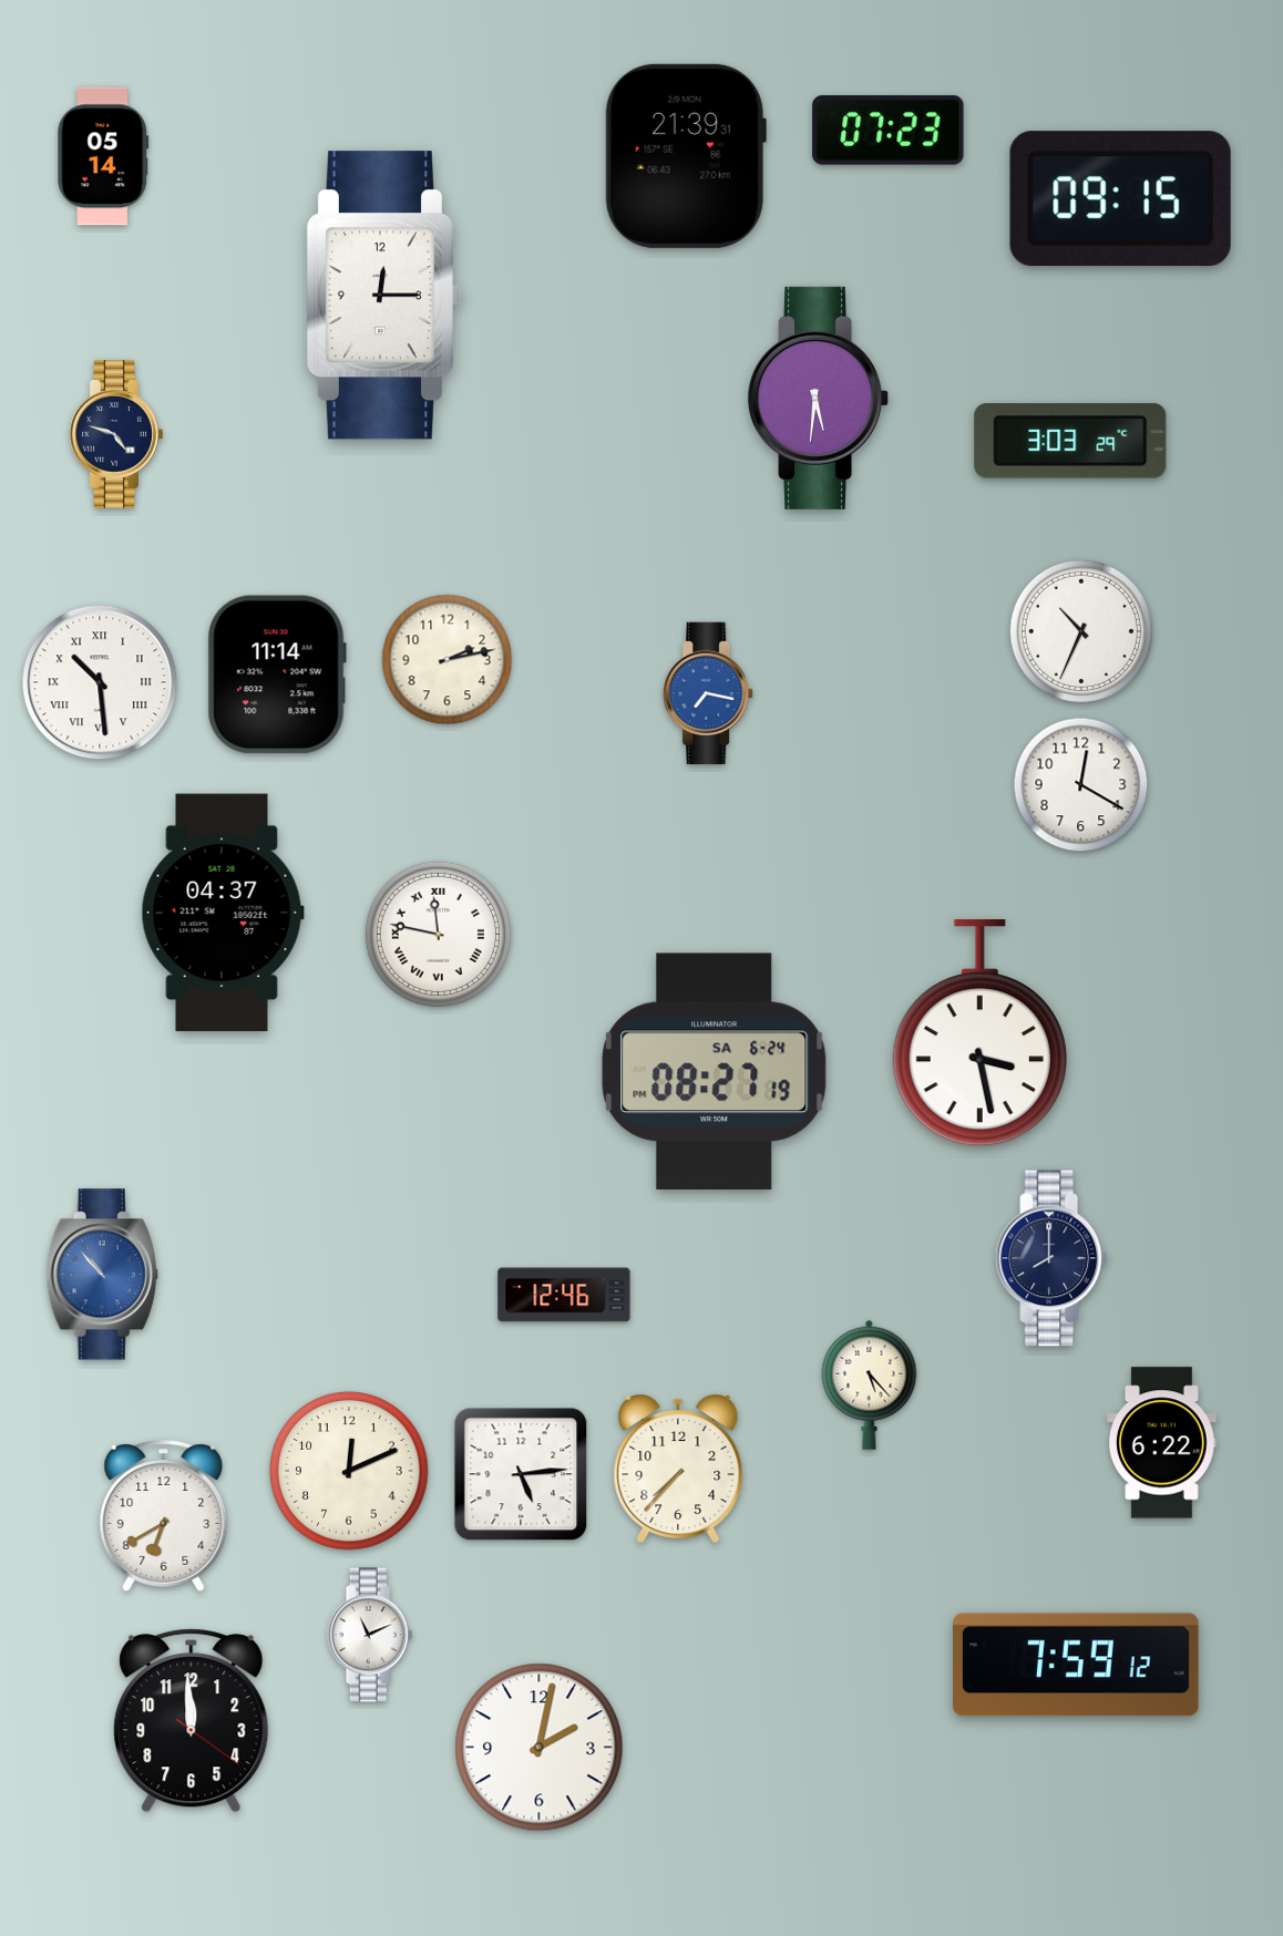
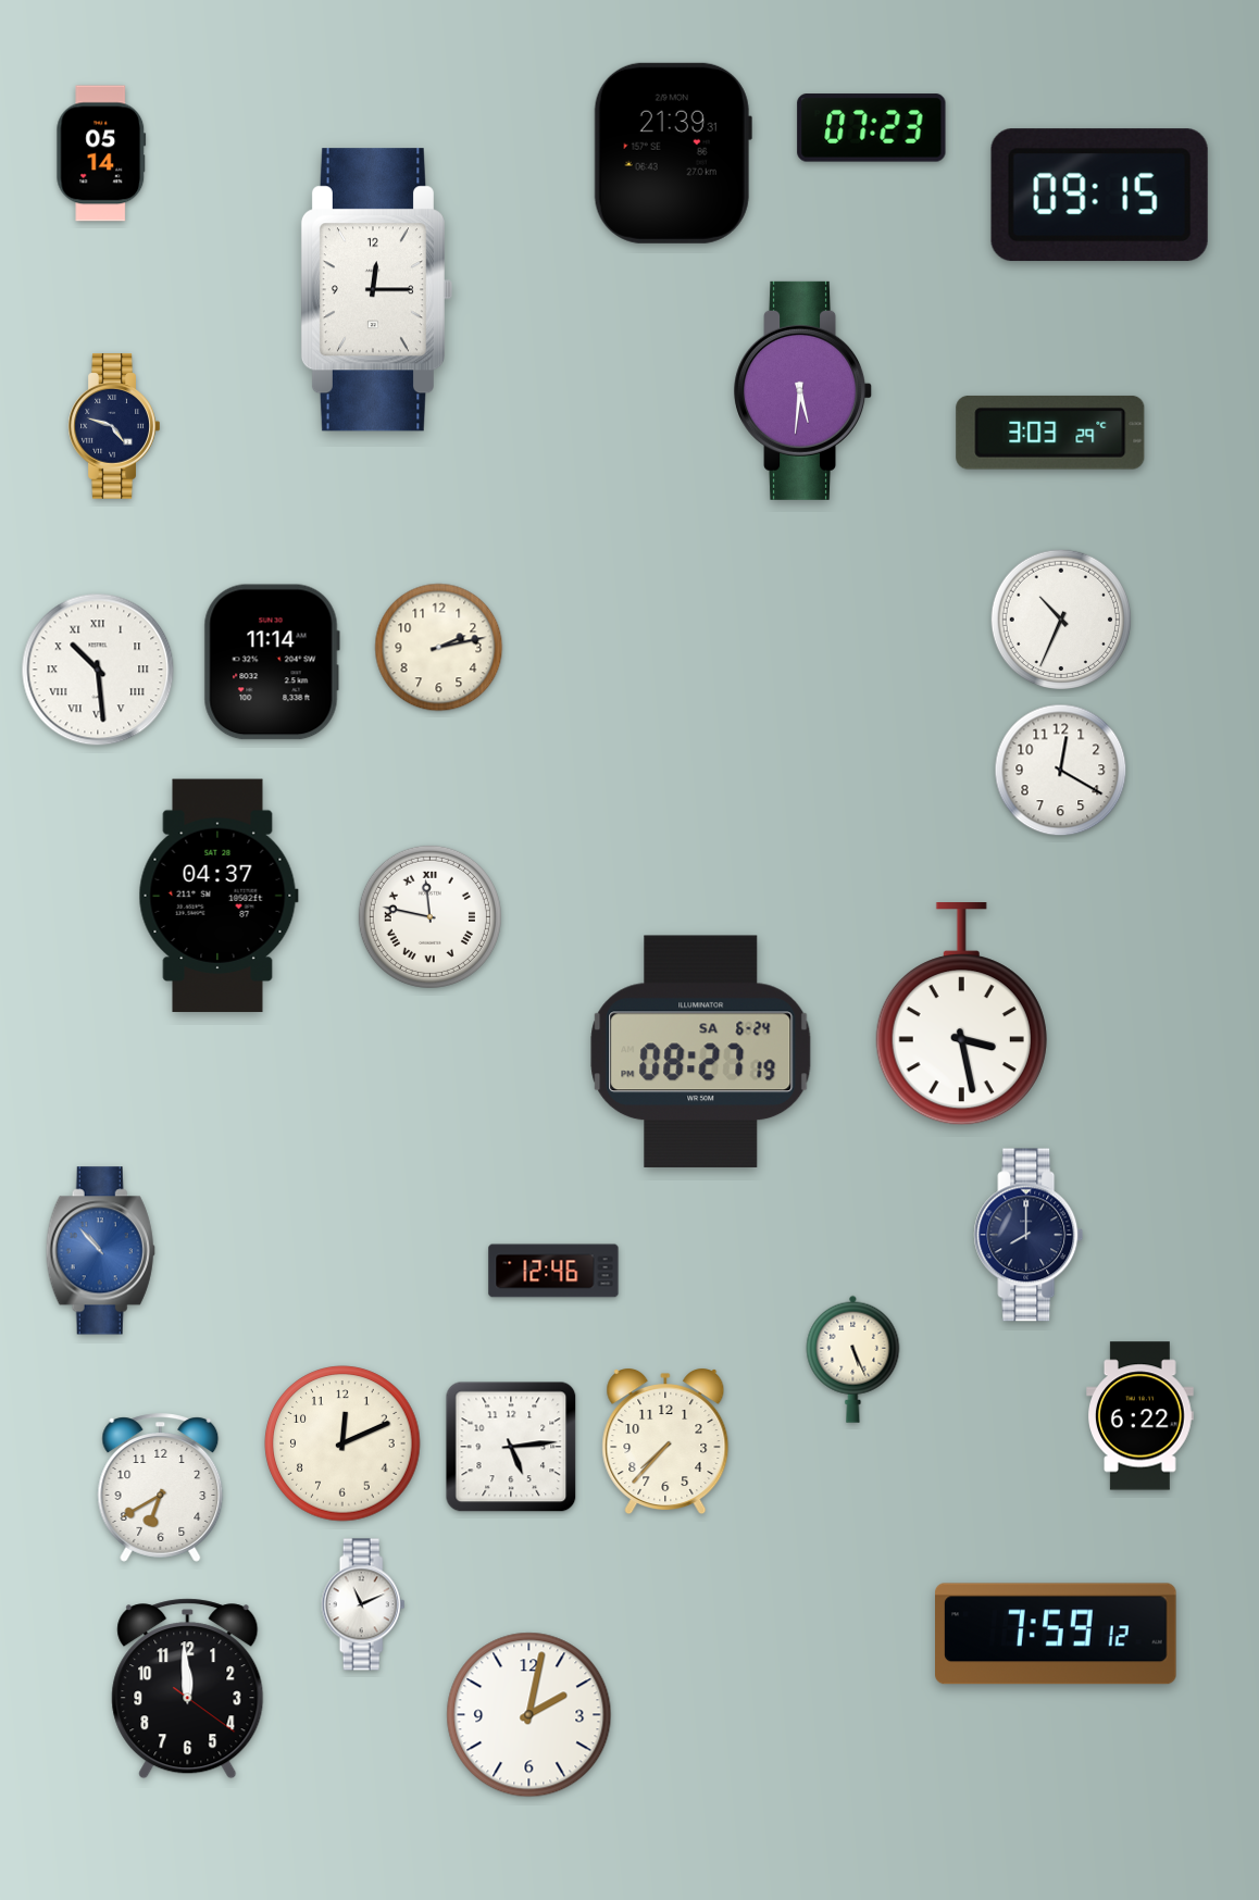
clock at (708, 693): 7:17 -> none
clock at (1051, 1258) position: (1051, 1258) -> (1029, 1235)
clock at (870, 1384): 5:23 -> 5:26
